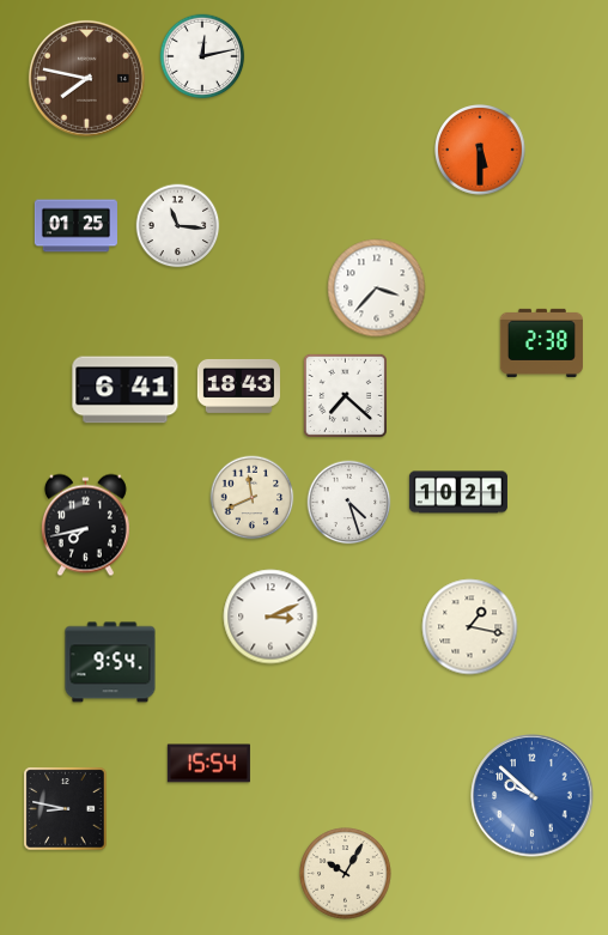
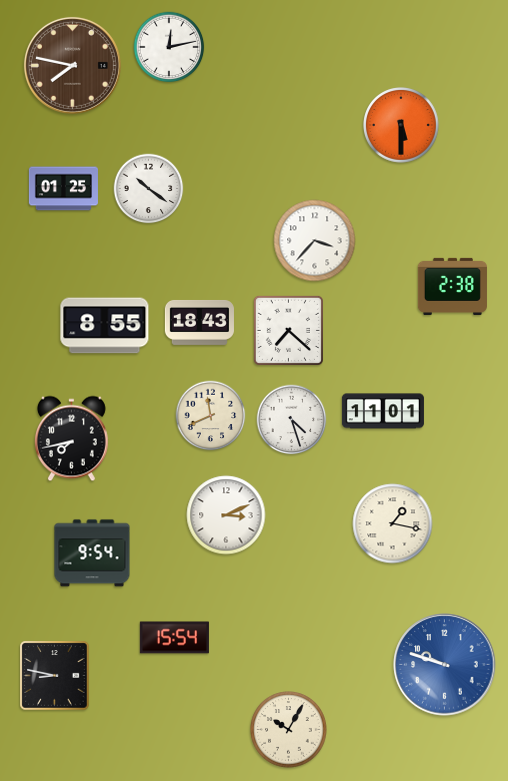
clock at (178, 226): 11:16 -> 10:21
clock at (126, 390): 6:41 -> 8:55
clock at (458, 492): 10:21 -> 11:01
clock at (533, 796): 9:52 -> 9:48
